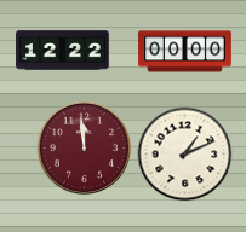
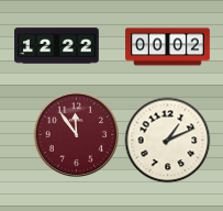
clock at (185, 52): 00:00 -> 00:02
clock at (84, 147): 11:59 -> 11:54
